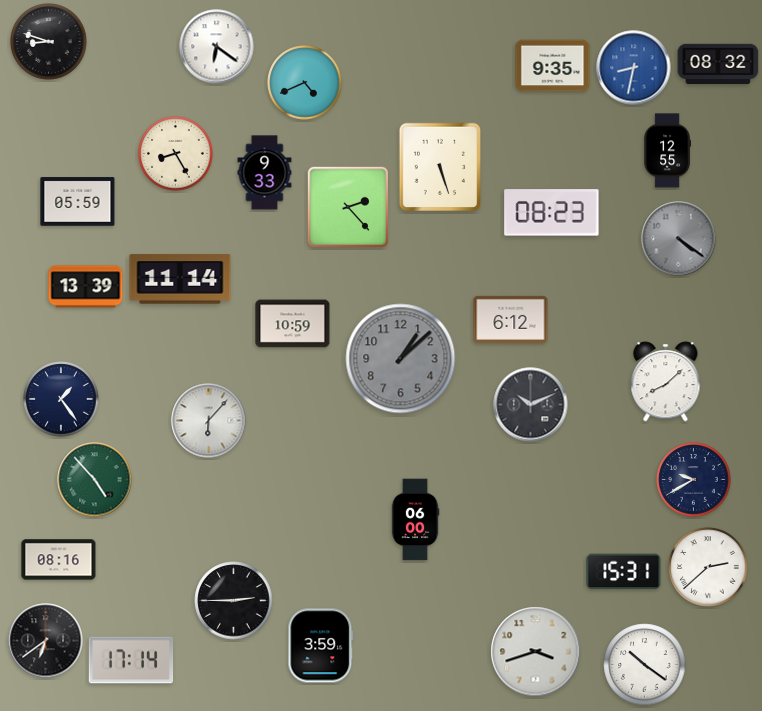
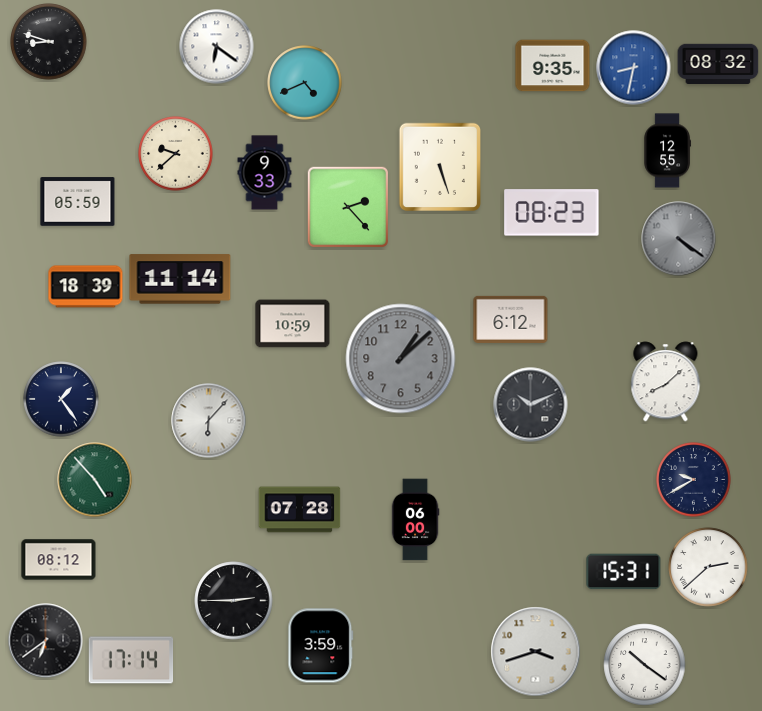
clock at (176, 154): 8:25 -> 9:38
clock at (86, 287): 13:39 -> 18:39
clock at (300, 510): none -> 07:28
clock at (59, 560): 08:16 -> 08:12
